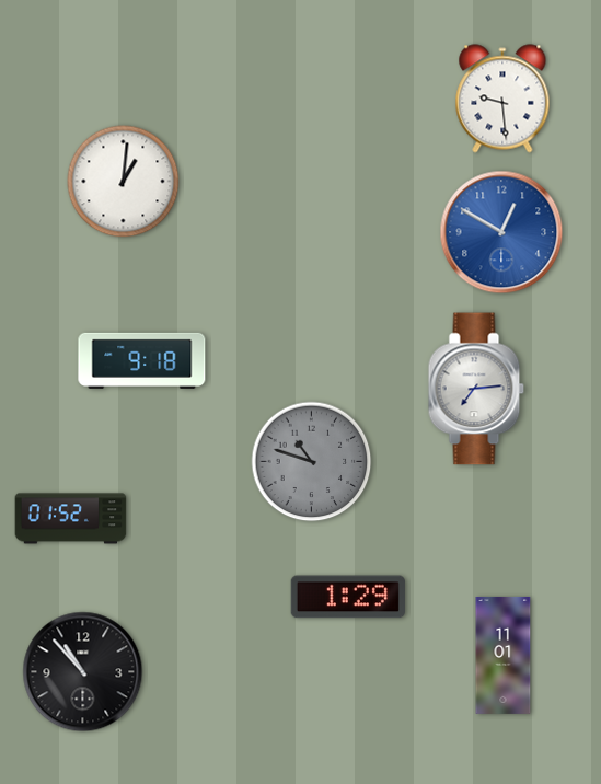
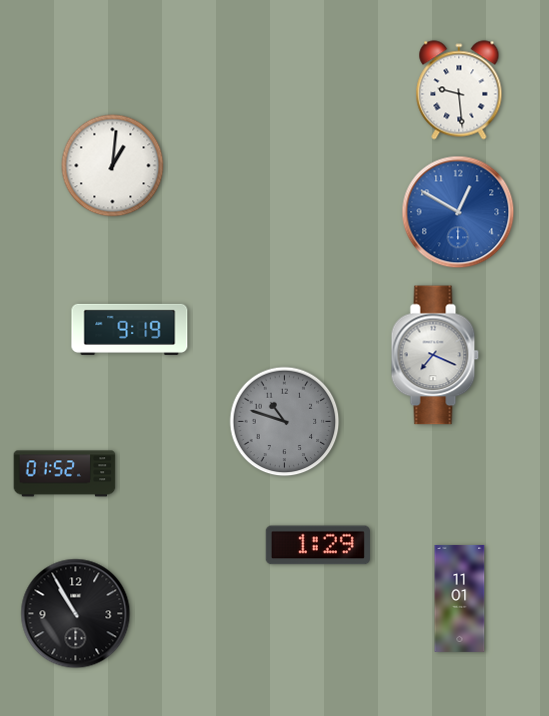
clock at (142, 360): 9:18 -> 9:19
clock at (476, 389): 7:14 -> 7:19
clock at (83, 672): 10:53 -> 10:55
